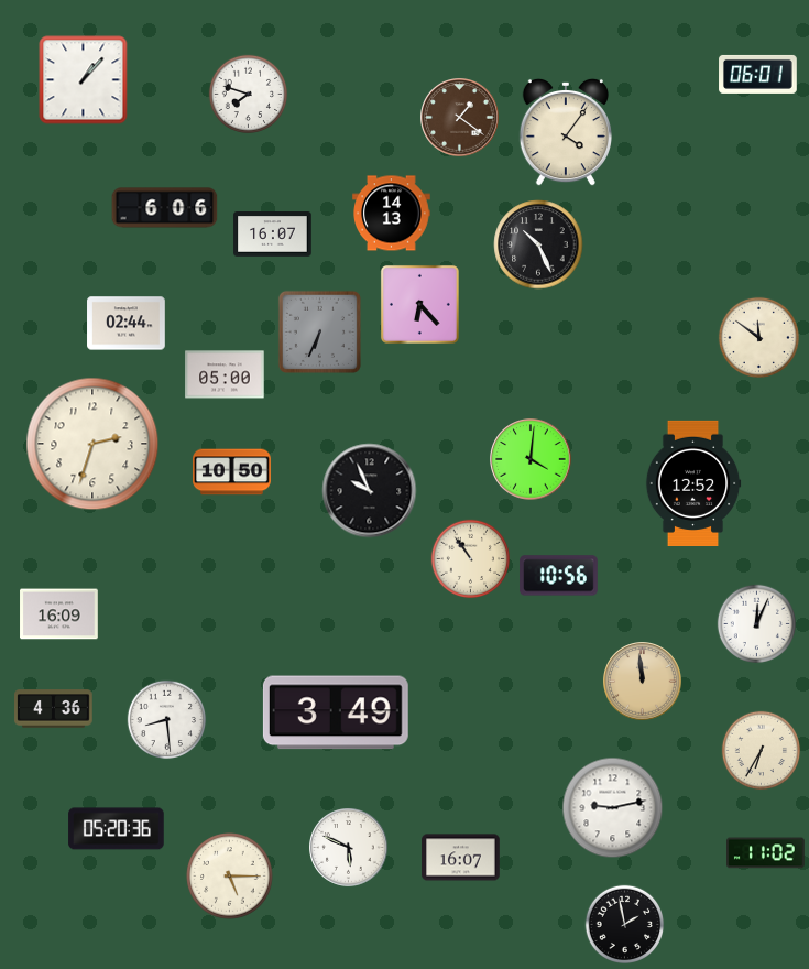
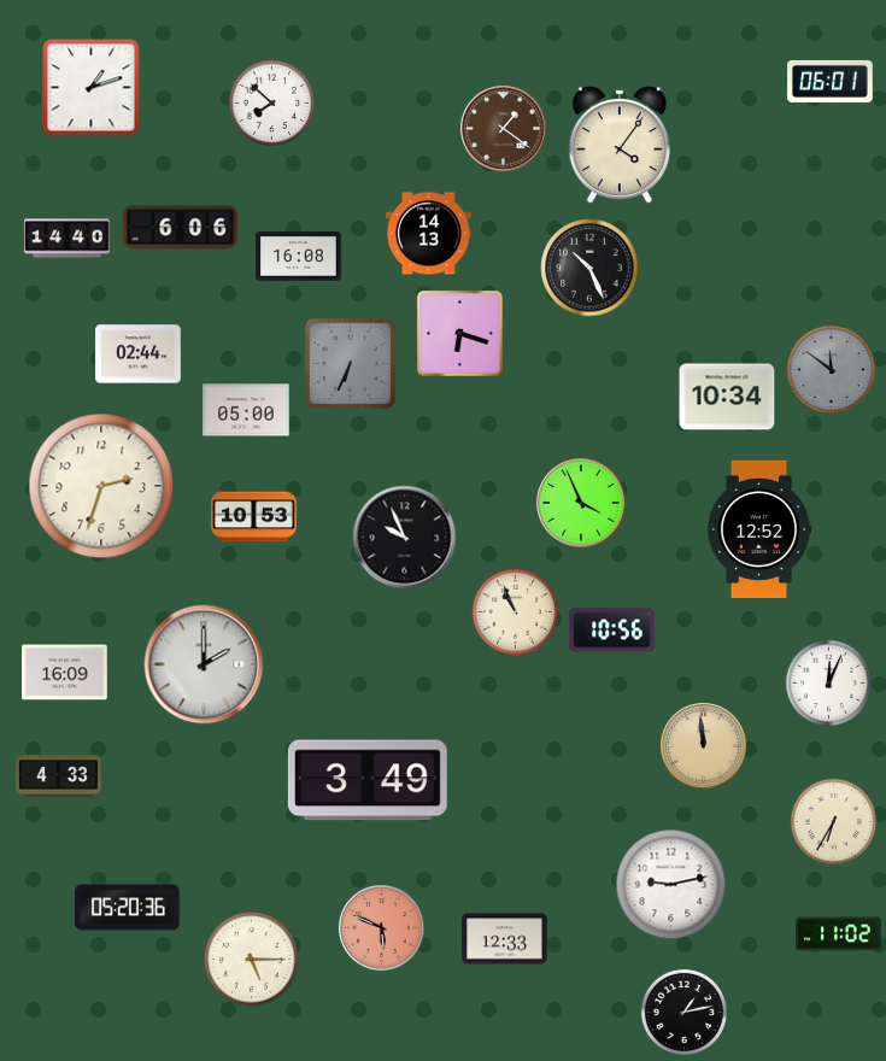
clock at (84, 80): 1:07 -> 1:12
clock at (249, 95): 7:48 -> 7:52
clock at (68, 239): none -> 14:40
clock at (273, 235): 16:07 -> 16:08
clock at (419, 304): 6:23 -> 6:18
clock at (758, 337) dial: cream -> grey
clock at (727, 397): none -> 10:34
clock at (531, 459): 4:01 -> 3:56
clock at (232, 472): 10:50 -> 10:53
clock at (471, 559): 10:54 -> 10:56
clock at (204, 664): none -> 2:00
clock at (54, 709): 4:36 -> 4:33
clock at (167, 720): 8:29 -> none
clock at (349, 848) dial: white -> salmon
clock at (461, 858): 16:07 -> 12:33
clock at (625, 925): 1:58 -> 1:13
